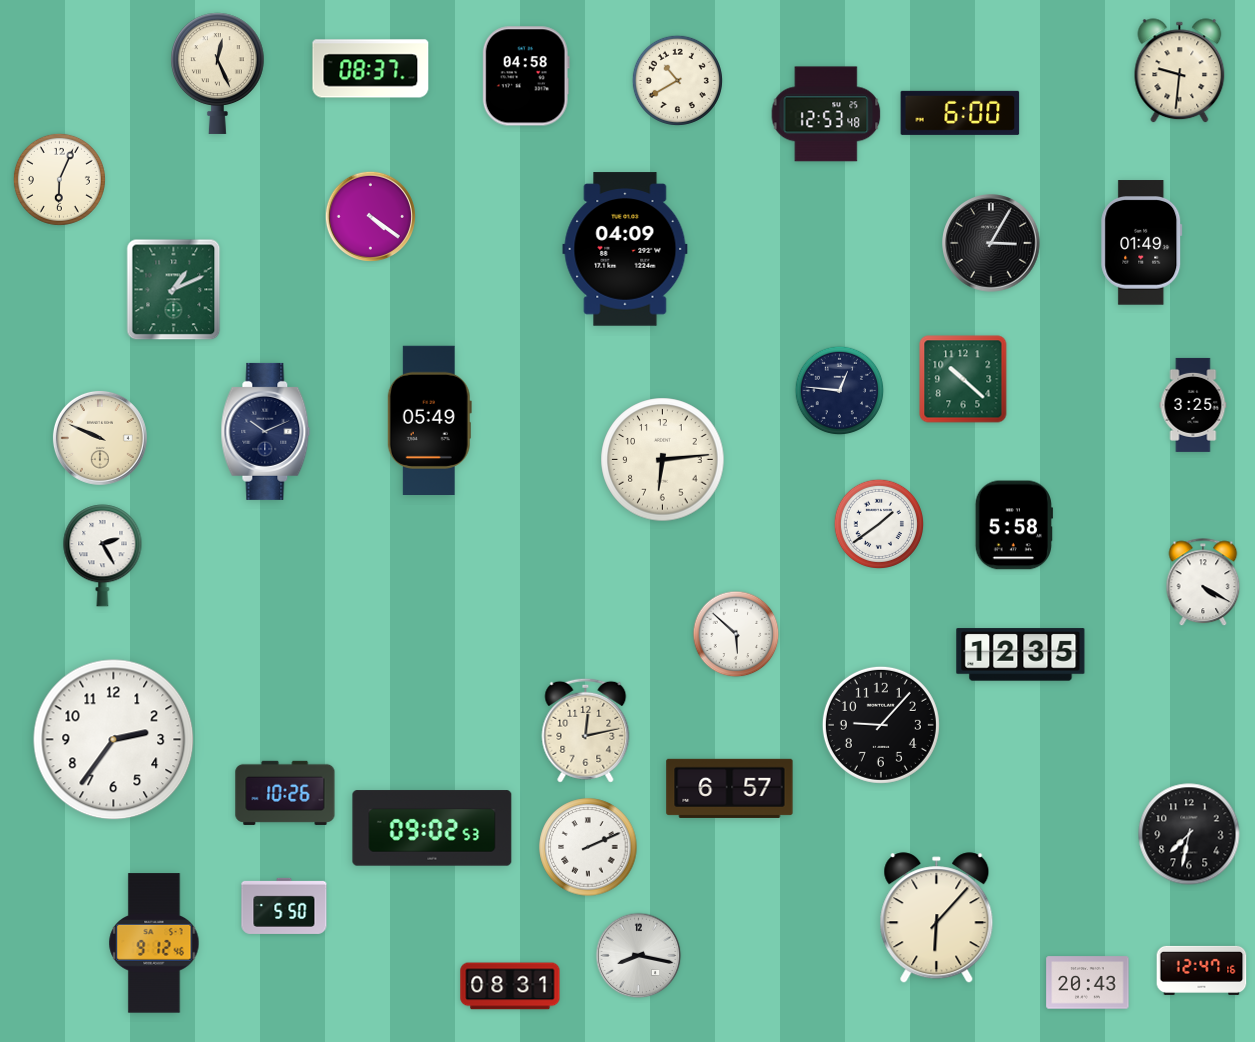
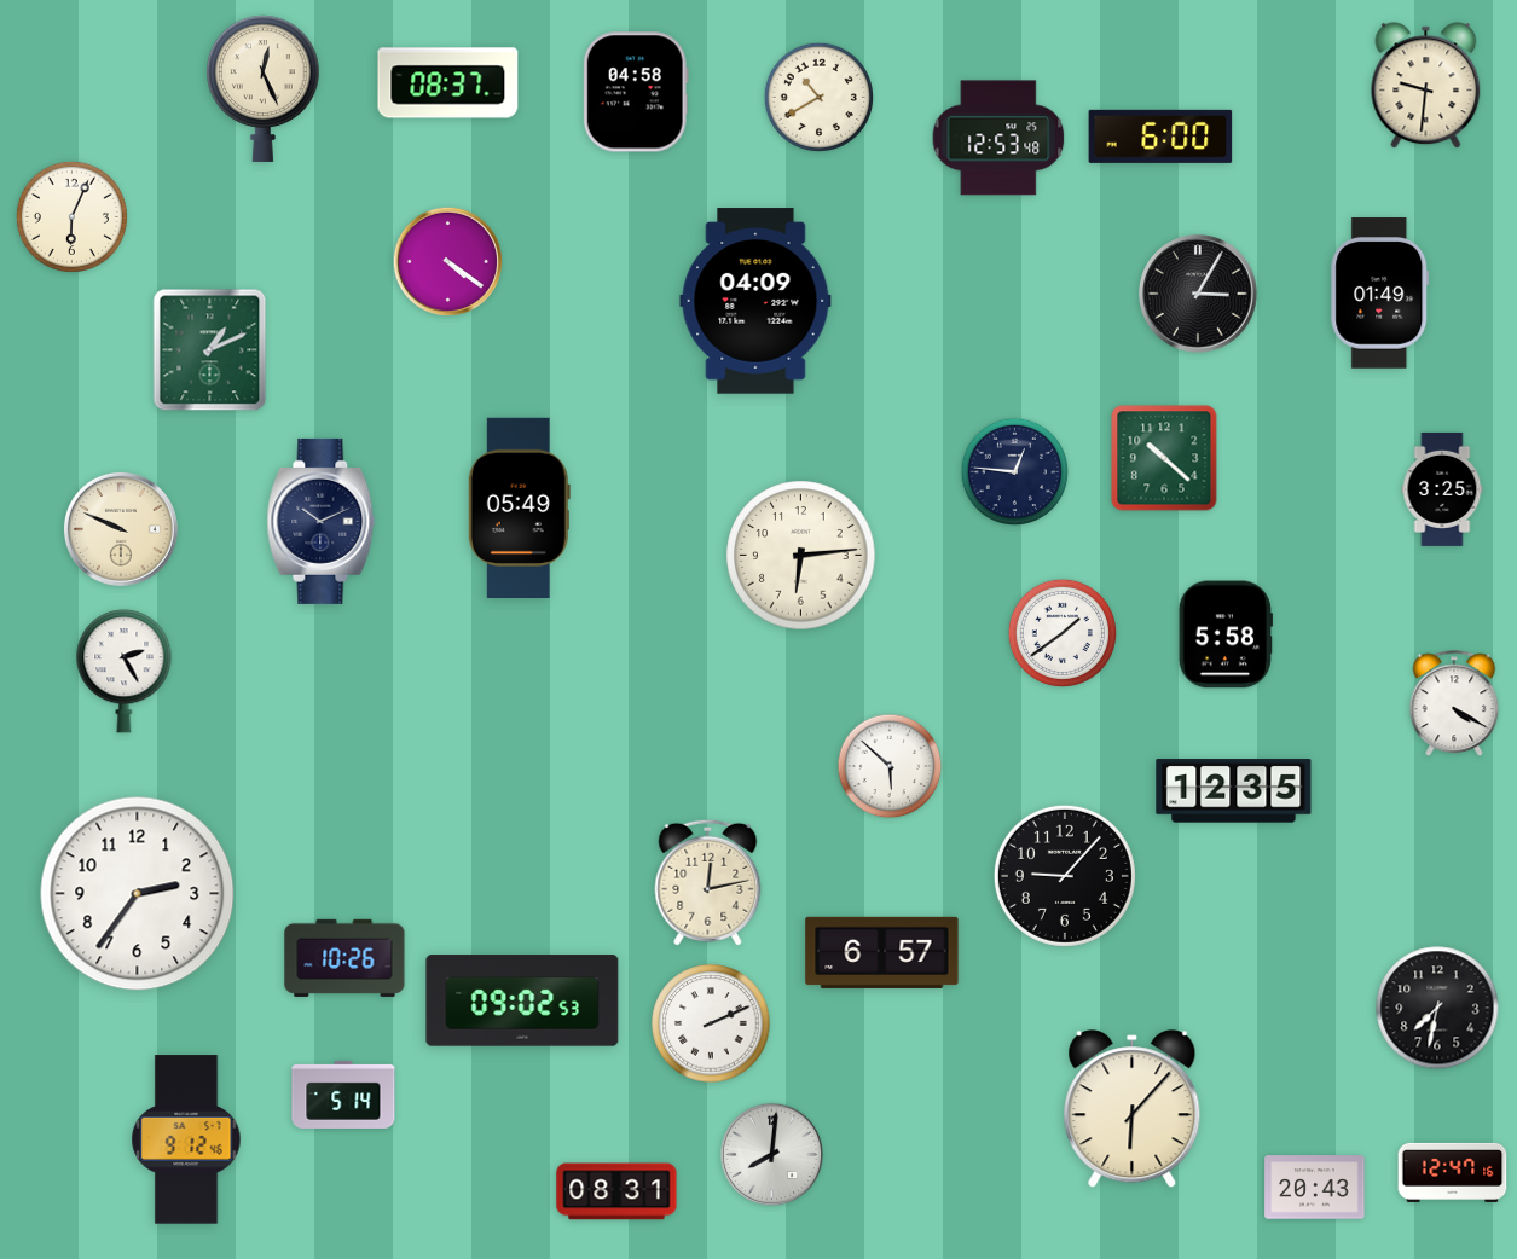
clock at (284, 906): 5:50 -> 5:14
clock at (639, 956): 8:17 -> 8:01
